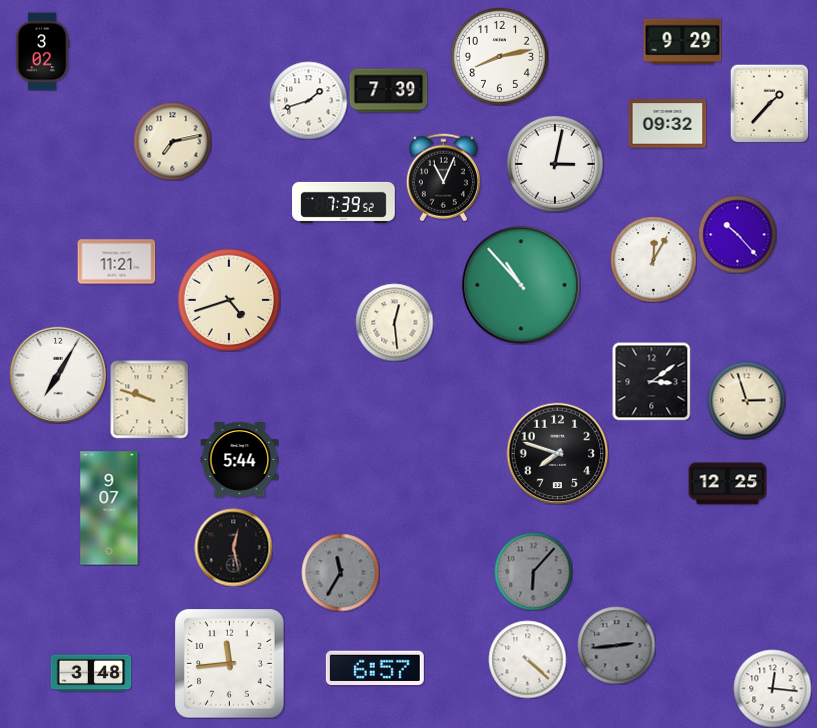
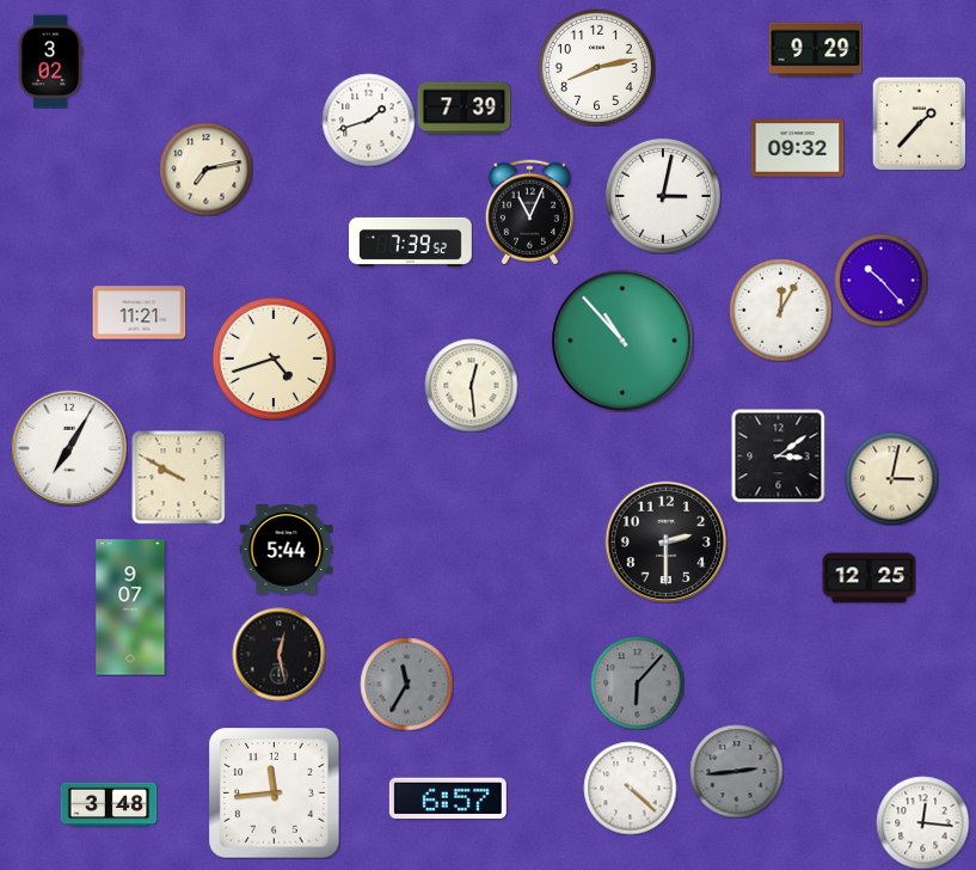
clock at (149, 399): 9:48 -> 9:50
clock at (746, 400): 2:57 -> 3:02
clock at (557, 453): 7:48 -> 2:30
